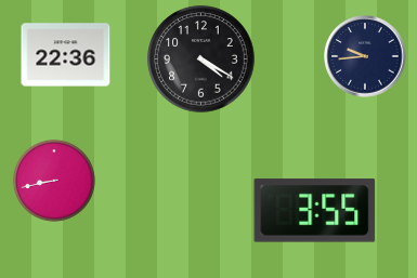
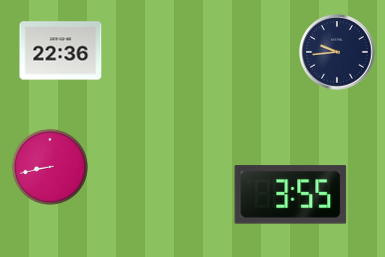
clock at (201, 59): 4:20 -> none
